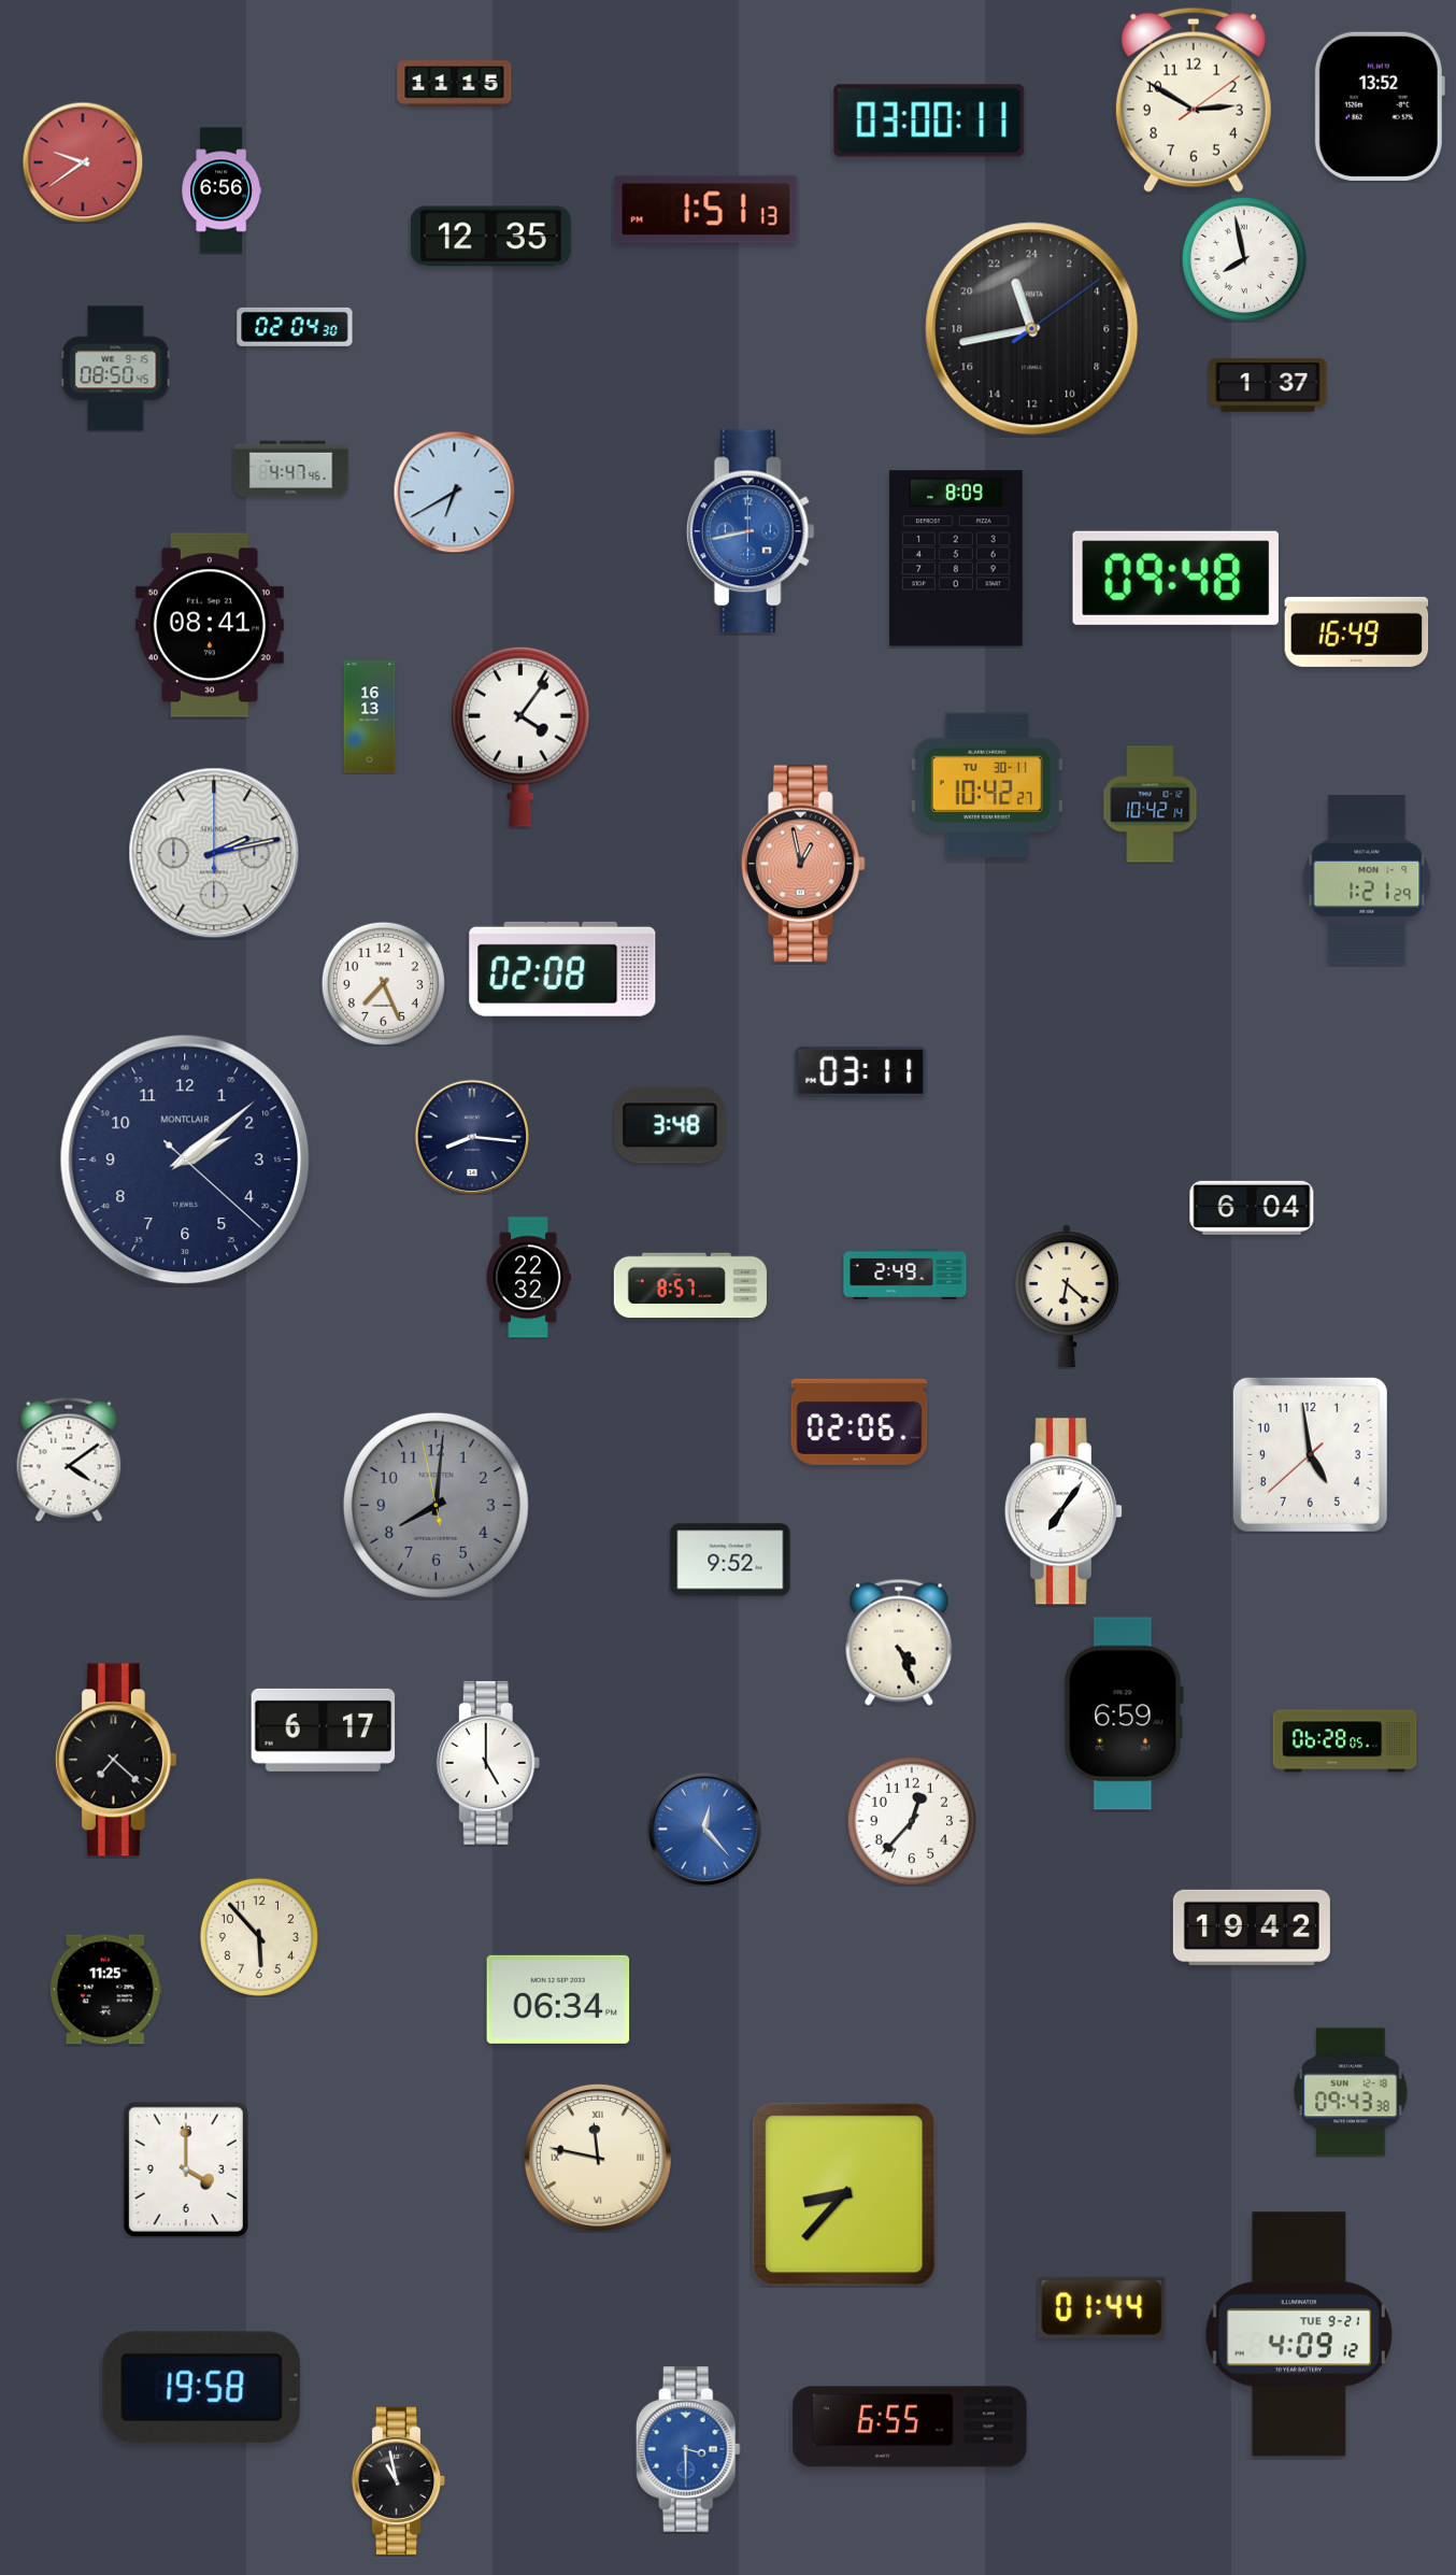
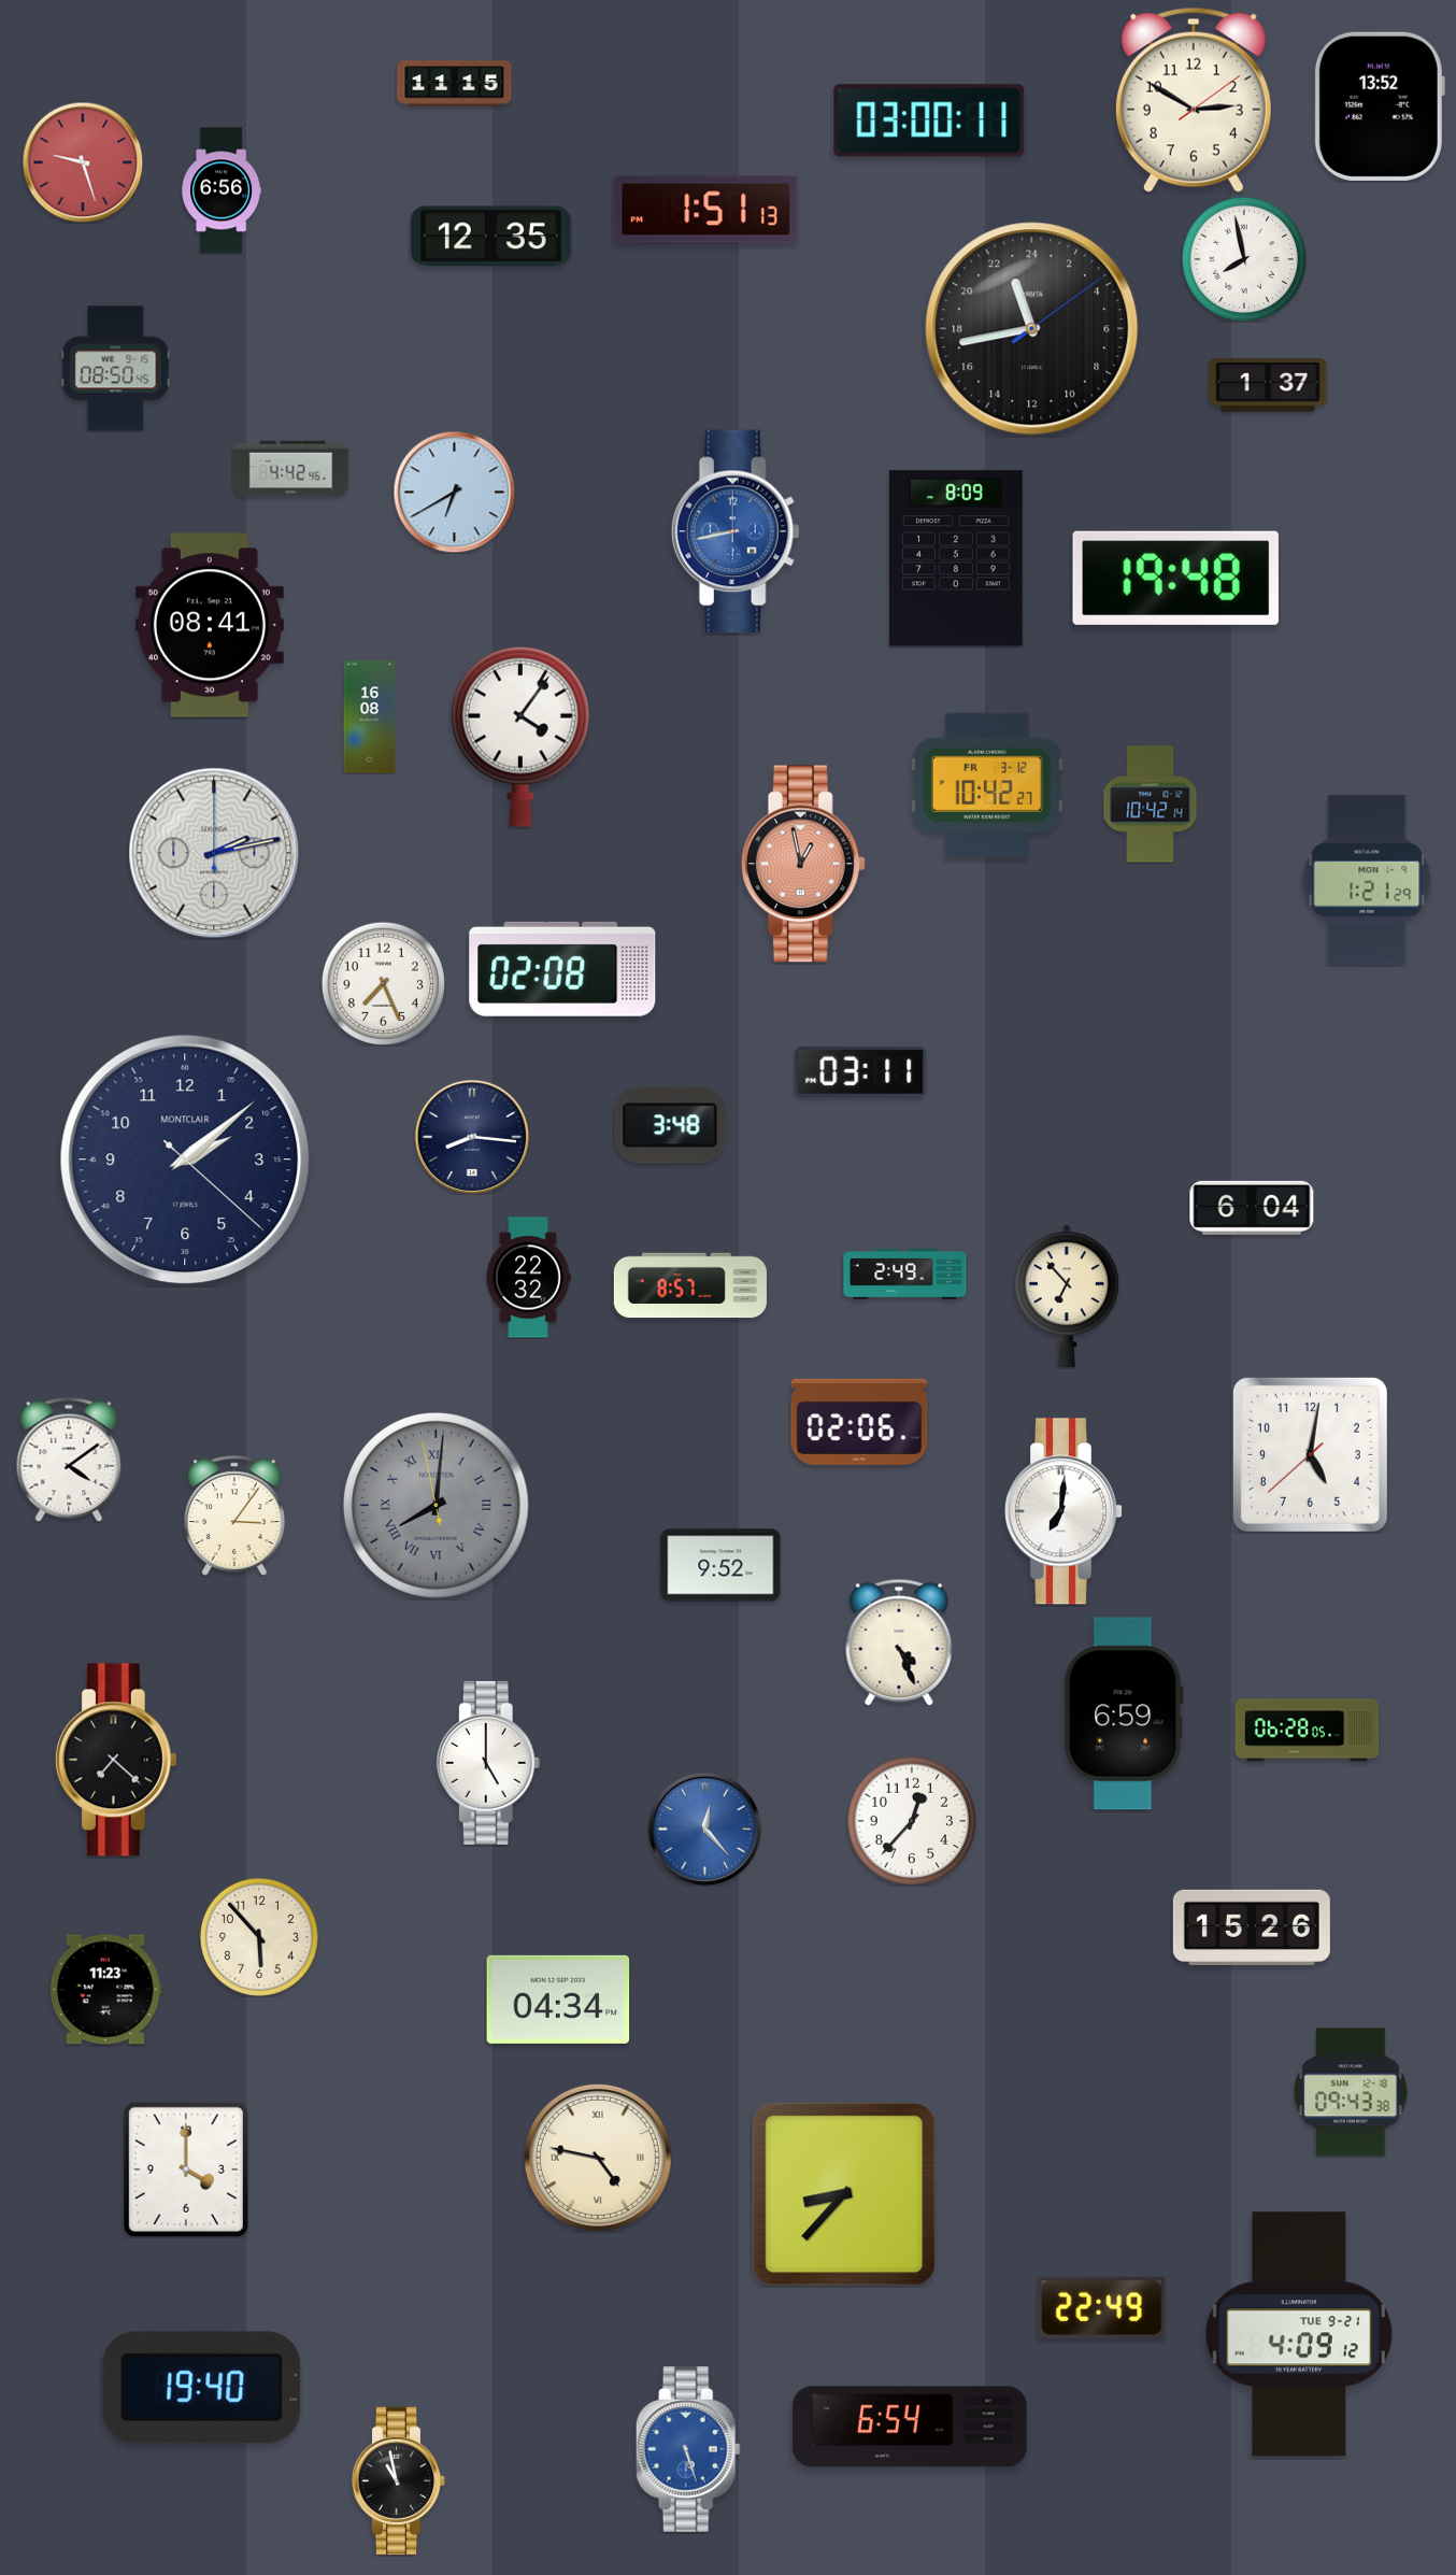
clock at (83, 162): 9:39 -> 9:27
clock at (295, 327): 02:04 -> none
clock at (291, 469): 4:47 -> 4:42
clock at (751, 531) position: (751, 531) -> (736, 531)
clock at (1175, 578): 09:48 -> 19:48
clock at (1357, 631): 16:49 -> none
clock at (370, 717): 16:13 -> 16:08
clock at (987, 785) date: TU 30-11 -> FR 3-12
clock at (1067, 1296): 6:22 -> 6:53
clock at (1310, 1454): 4:58 -> 5:01
clock at (436, 1505) numerals: Arabic -> Roman
clock at (1064, 1511): 7:06 -> 7:01
clock at (235, 1516): none -> 3:06
clock at (730, 1560) position: (730, 1560) -> (720, 1565)
clock at (324, 1730): 6:17 -> none
clock at (1345, 1741) position: (1345, 1741) -> (1308, 1731)
clock at (1252, 1927): 19:42 -> 15:26
clock at (105, 1990): 11:25 -> 11:23
clock at (558, 2000): 06:34 -> 04:34
clock at (598, 2158): 11:47 -> 4:47
clock at (1102, 2307): 01:44 -> 22:49
clock at (202, 2388): 19:58 -> 19:40
clock at (910, 2427): 6:55 -> 6:54
clock at (688, 2450): 3:30 -> 5:27
